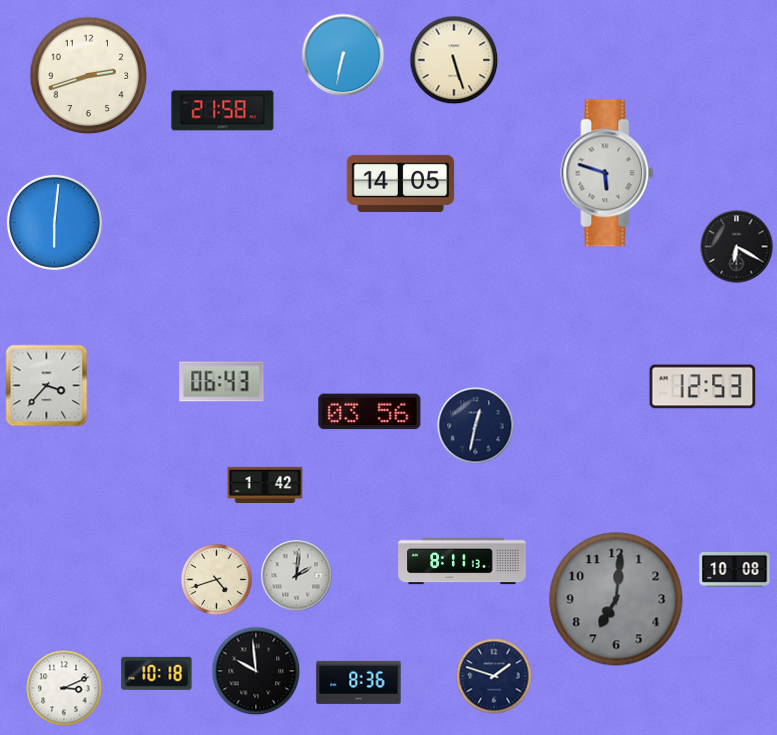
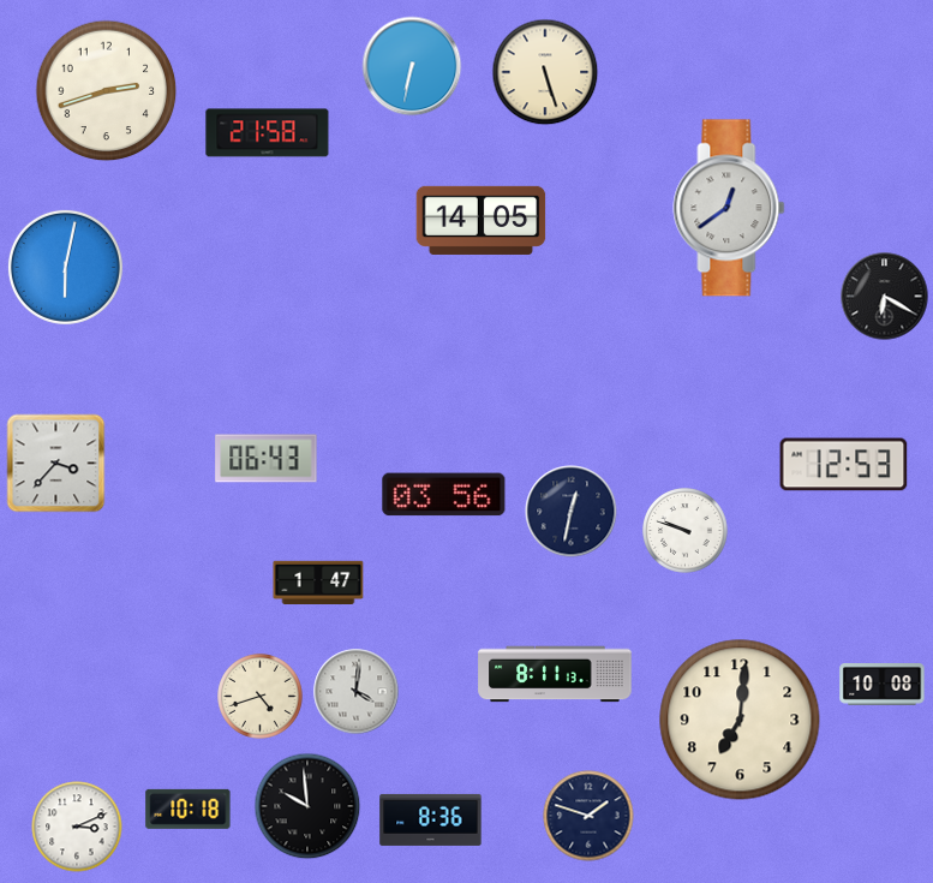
clock at (607, 173): 5:48 -> 12:39
clock at (54, 222): 6:01 -> 6:02
clock at (686, 531): none -> 9:48
clock at (265, 484): 1:42 -> 1:47
clock at (297, 576): 2:01 -> 4:01
clock at (616, 599) dial: grey -> cream
clock at (494, 676) position: (494, 676) -> (588, 816)
